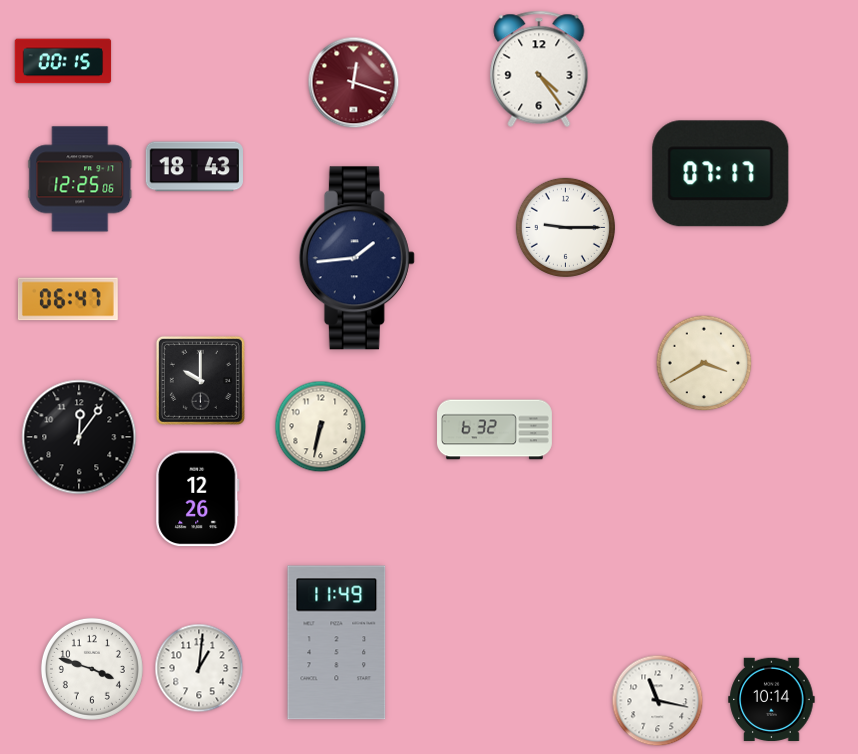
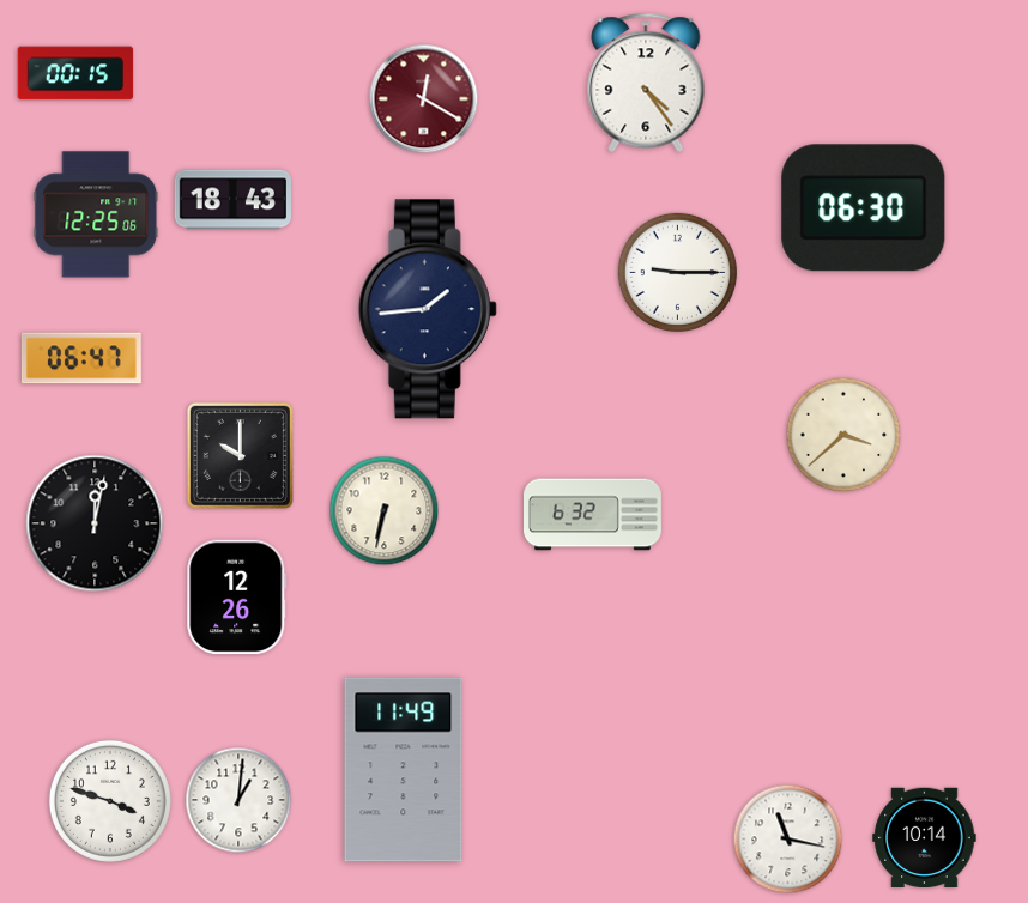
clock at (354, 83): 12:18 -> 12:20
clock at (721, 174): 07:17 -> 06:30
clock at (704, 363): 3:40 -> 3:38
clock at (79, 437): 12:06 -> 12:02
